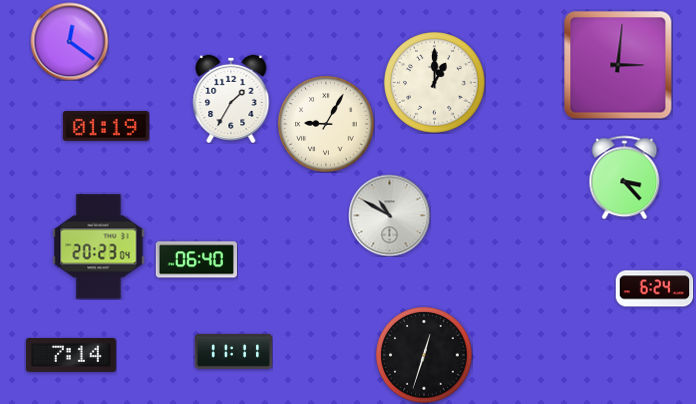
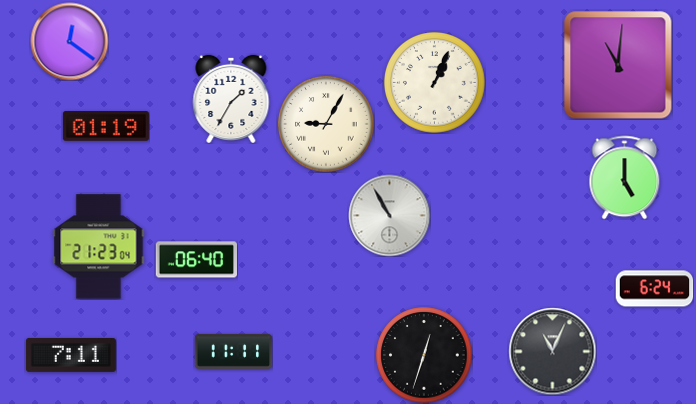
clock at (618, 65): 3:01 -> 11:01
clock at (435, 83): 1:00 -> 1:04
clock at (625, 177): 3:23 -> 5:00
clock at (389, 215): 10:50 -> 10:55
clock at (99, 247): 20:23 -> 21:23
clock at (552, 351): none -> 11:04
clock at (71, 355): 7:14 -> 7:11
